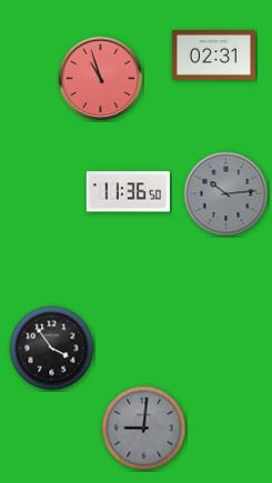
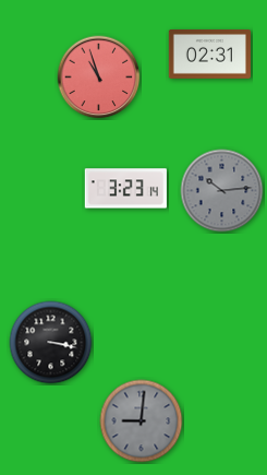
clock at (128, 192): 11:36 -> 3:23
clock at (52, 349): 3:54 -> 3:17
